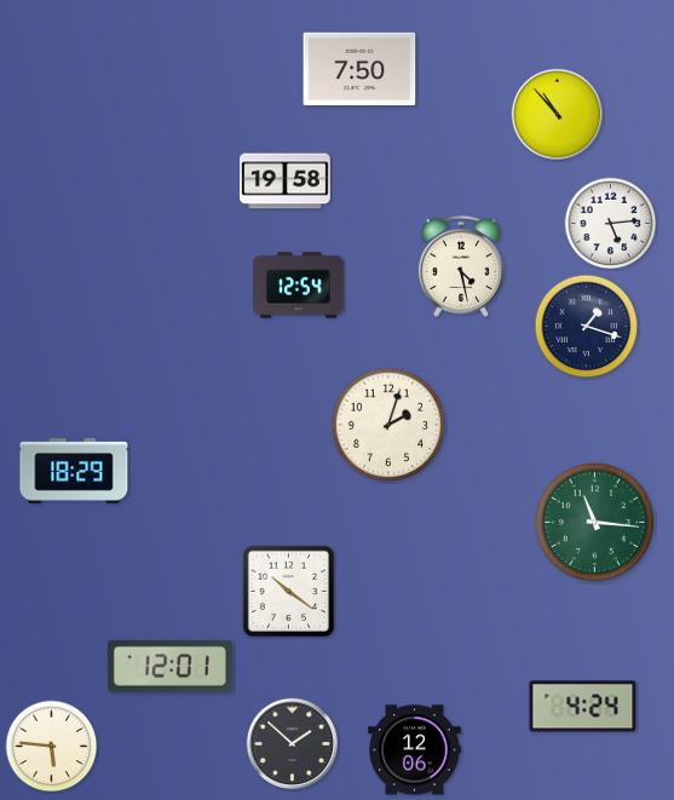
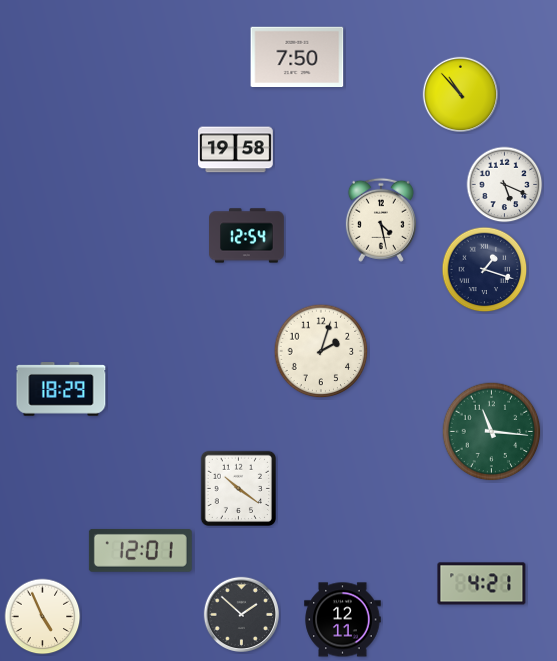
clock at (611, 224): 5:14 -> 5:19
clock at (583, 707): 4:24 -> 4:21
clock at (52, 747): 5:46 -> 4:56
clock at (415, 750): 12:06 -> 12:11
